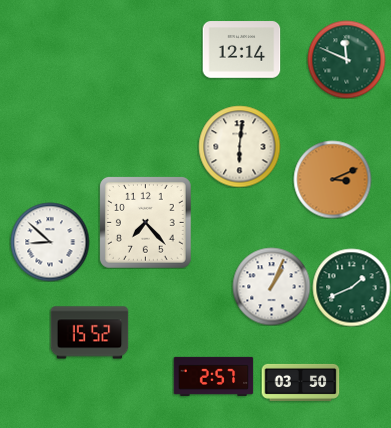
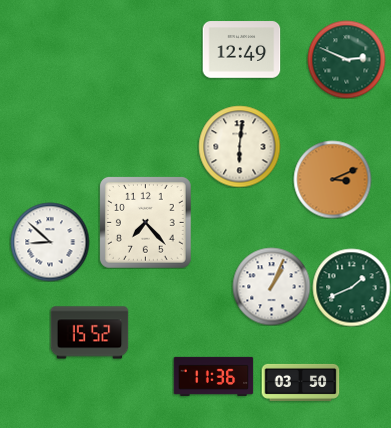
clock at (241, 50): 12:14 -> 12:49
clock at (346, 59): 11:49 -> 2:49
clock at (213, 376): 2:57 -> 11:36
